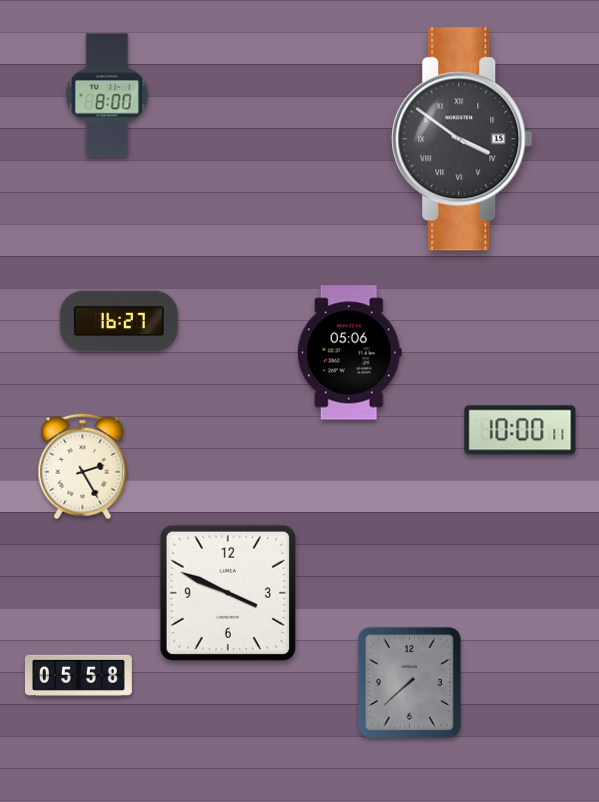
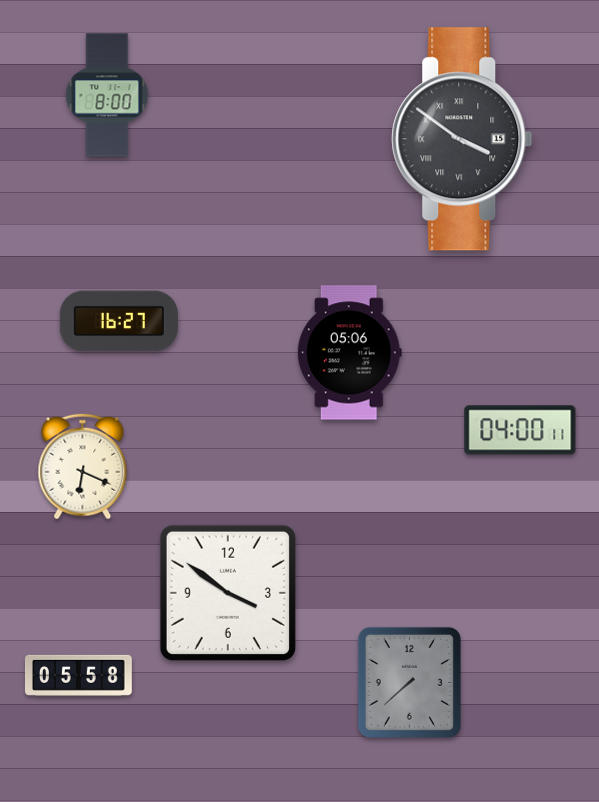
clock at (520, 430): 10:00 -> 04:00
clock at (83, 467): 2:25 -> 6:19
clock at (228, 593): 3:49 -> 3:51
